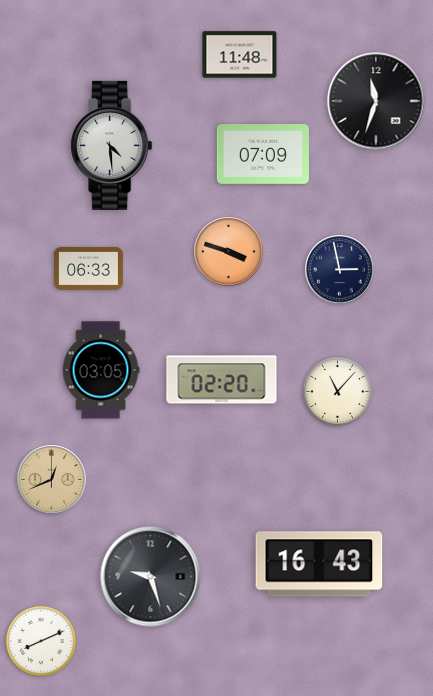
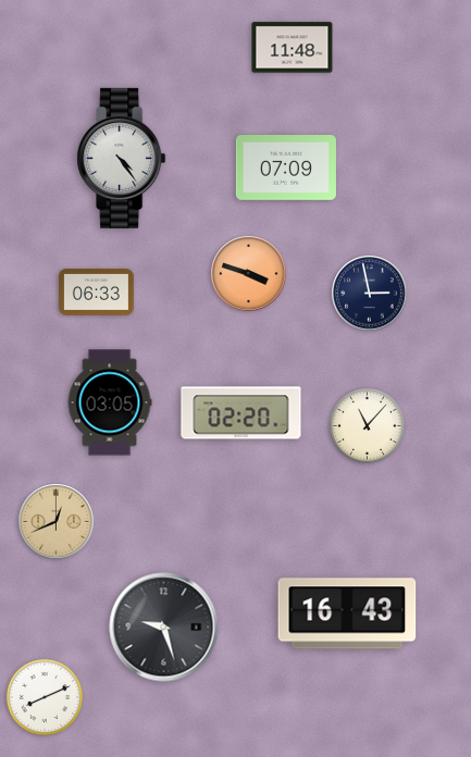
clock at (240, 55) position: (240, 55) -> (293, 48)
clock at (376, 101): 11:33 -> none
clock at (112, 145): 4:29 -> 4:24
